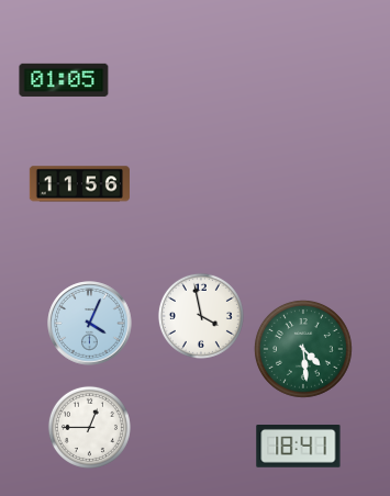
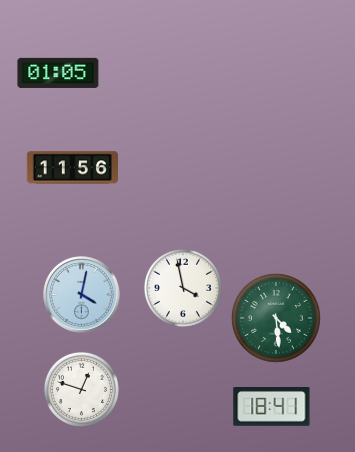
clock at (90, 324): 4:04 -> 4:02
clock at (89, 427): 12:45 -> 12:48
